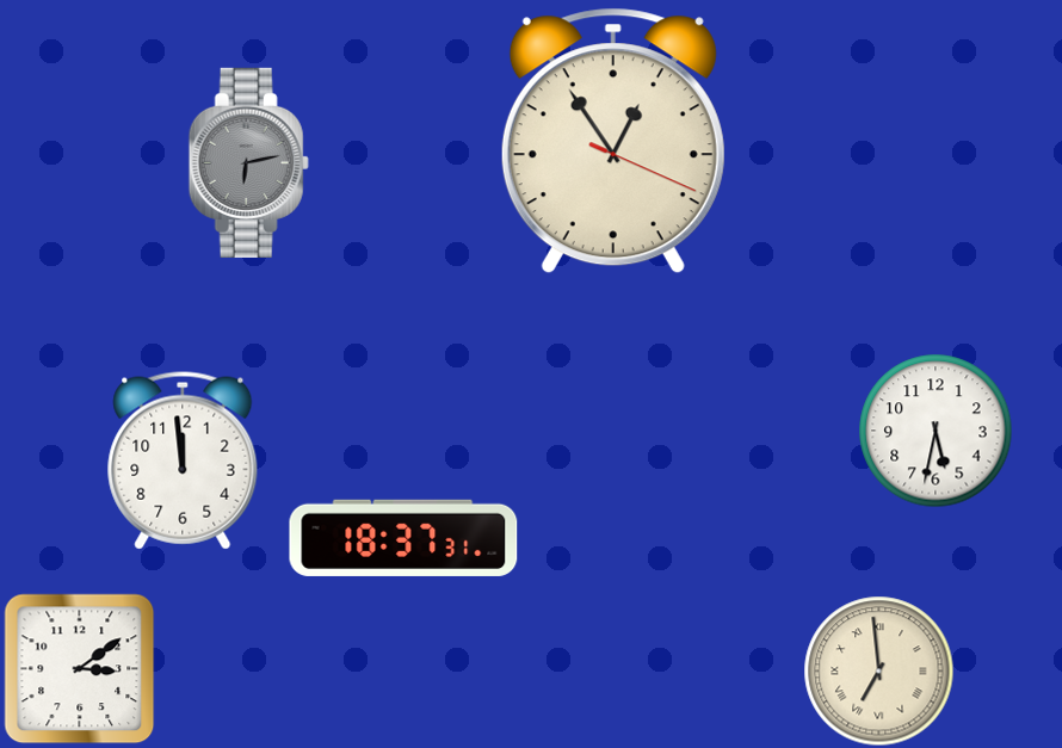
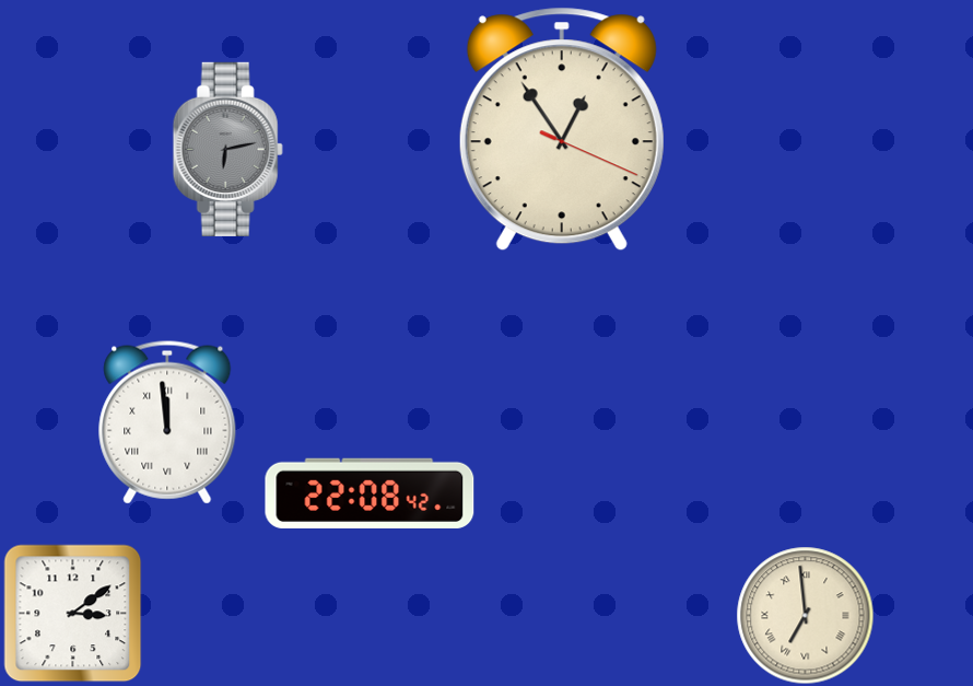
clock at (936, 431): 5:32 -> none
clock at (183, 460) numerals: Arabic -> Roman
clock at (403, 538): 18:37 -> 22:08
